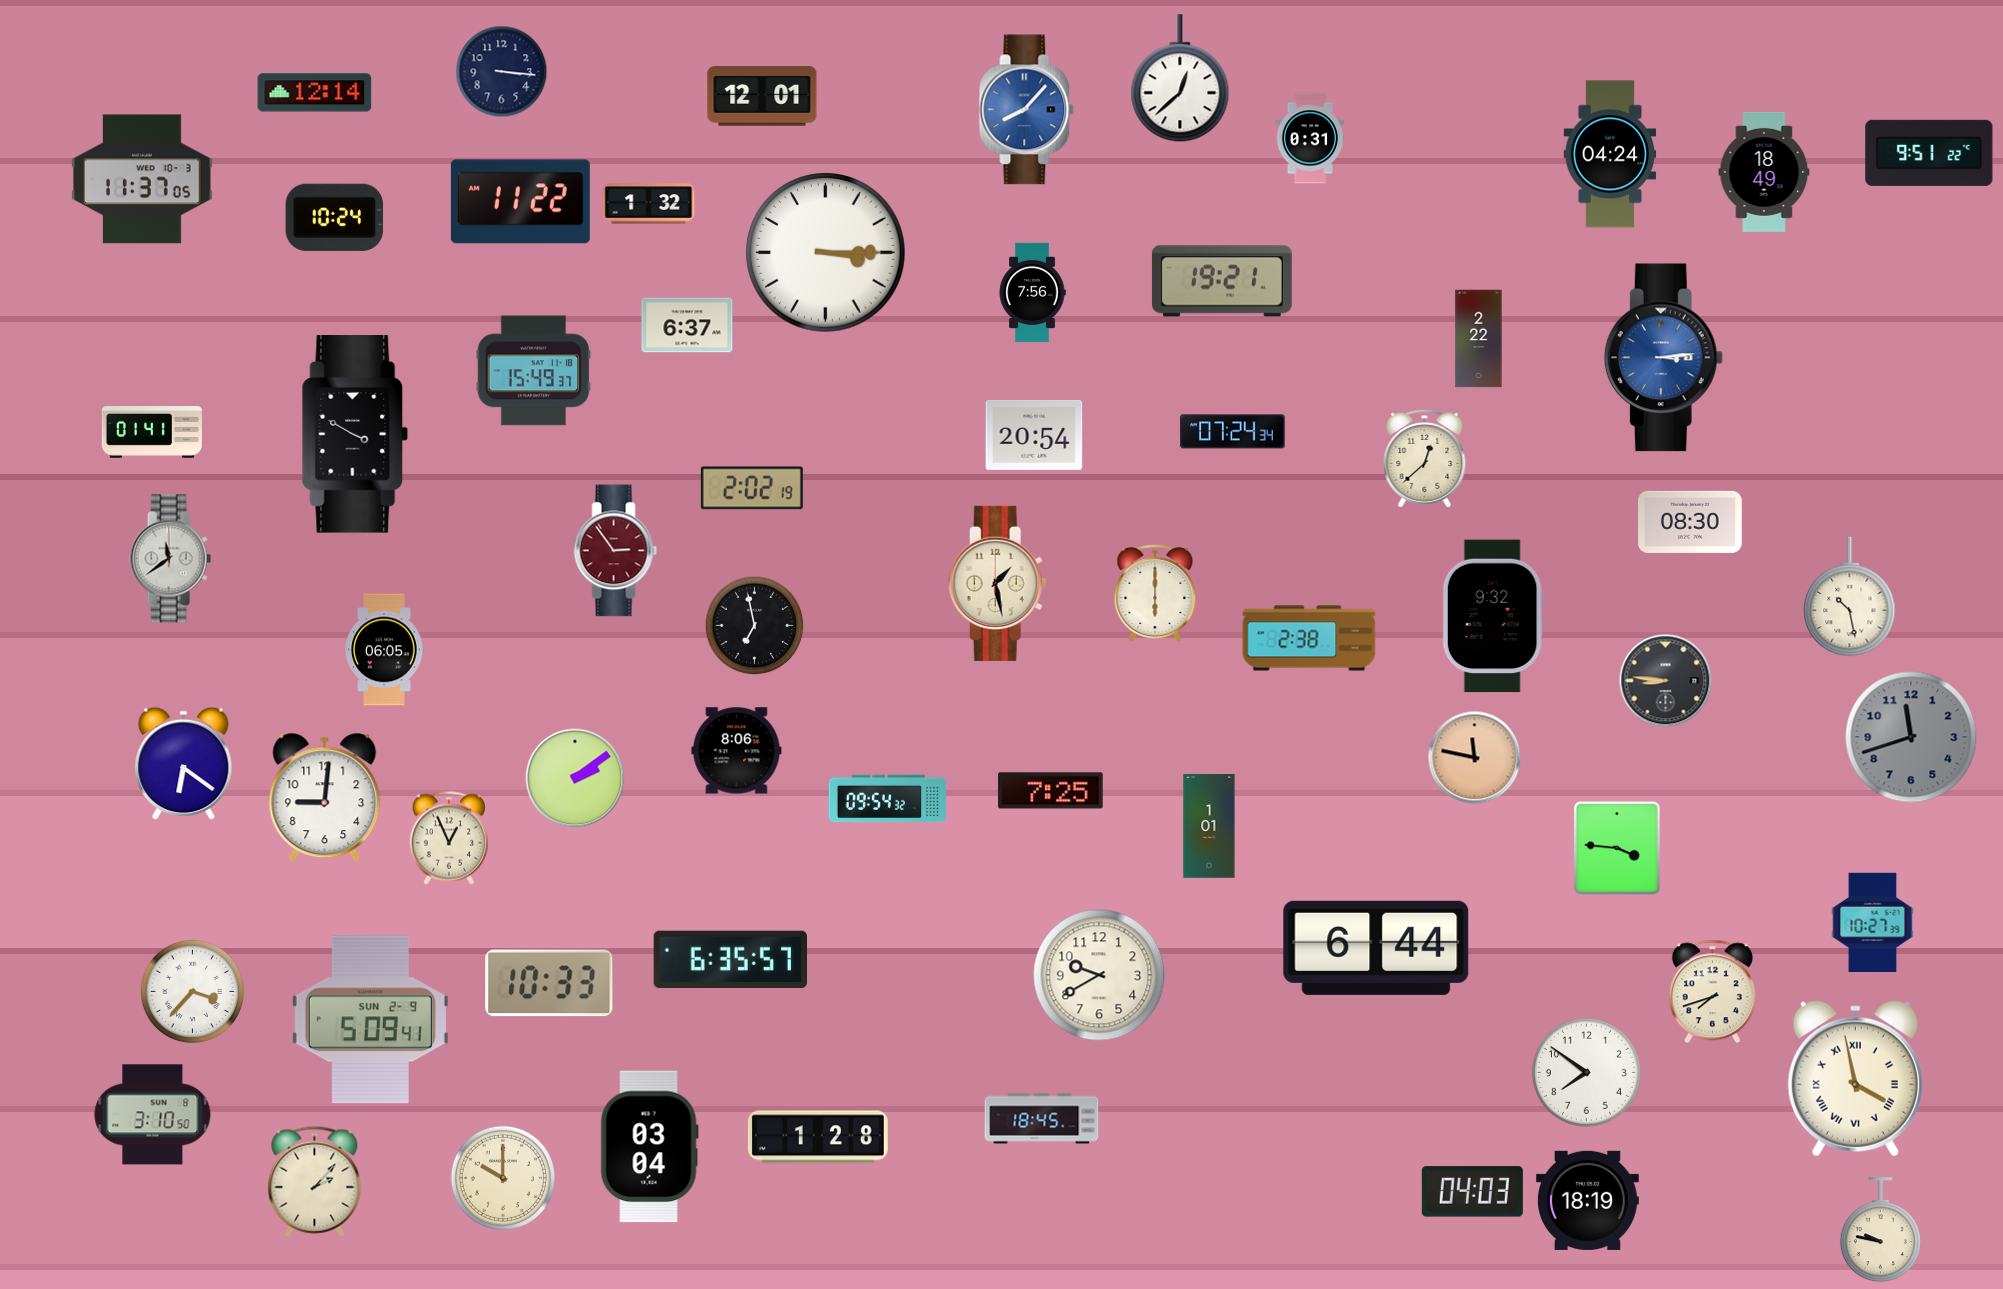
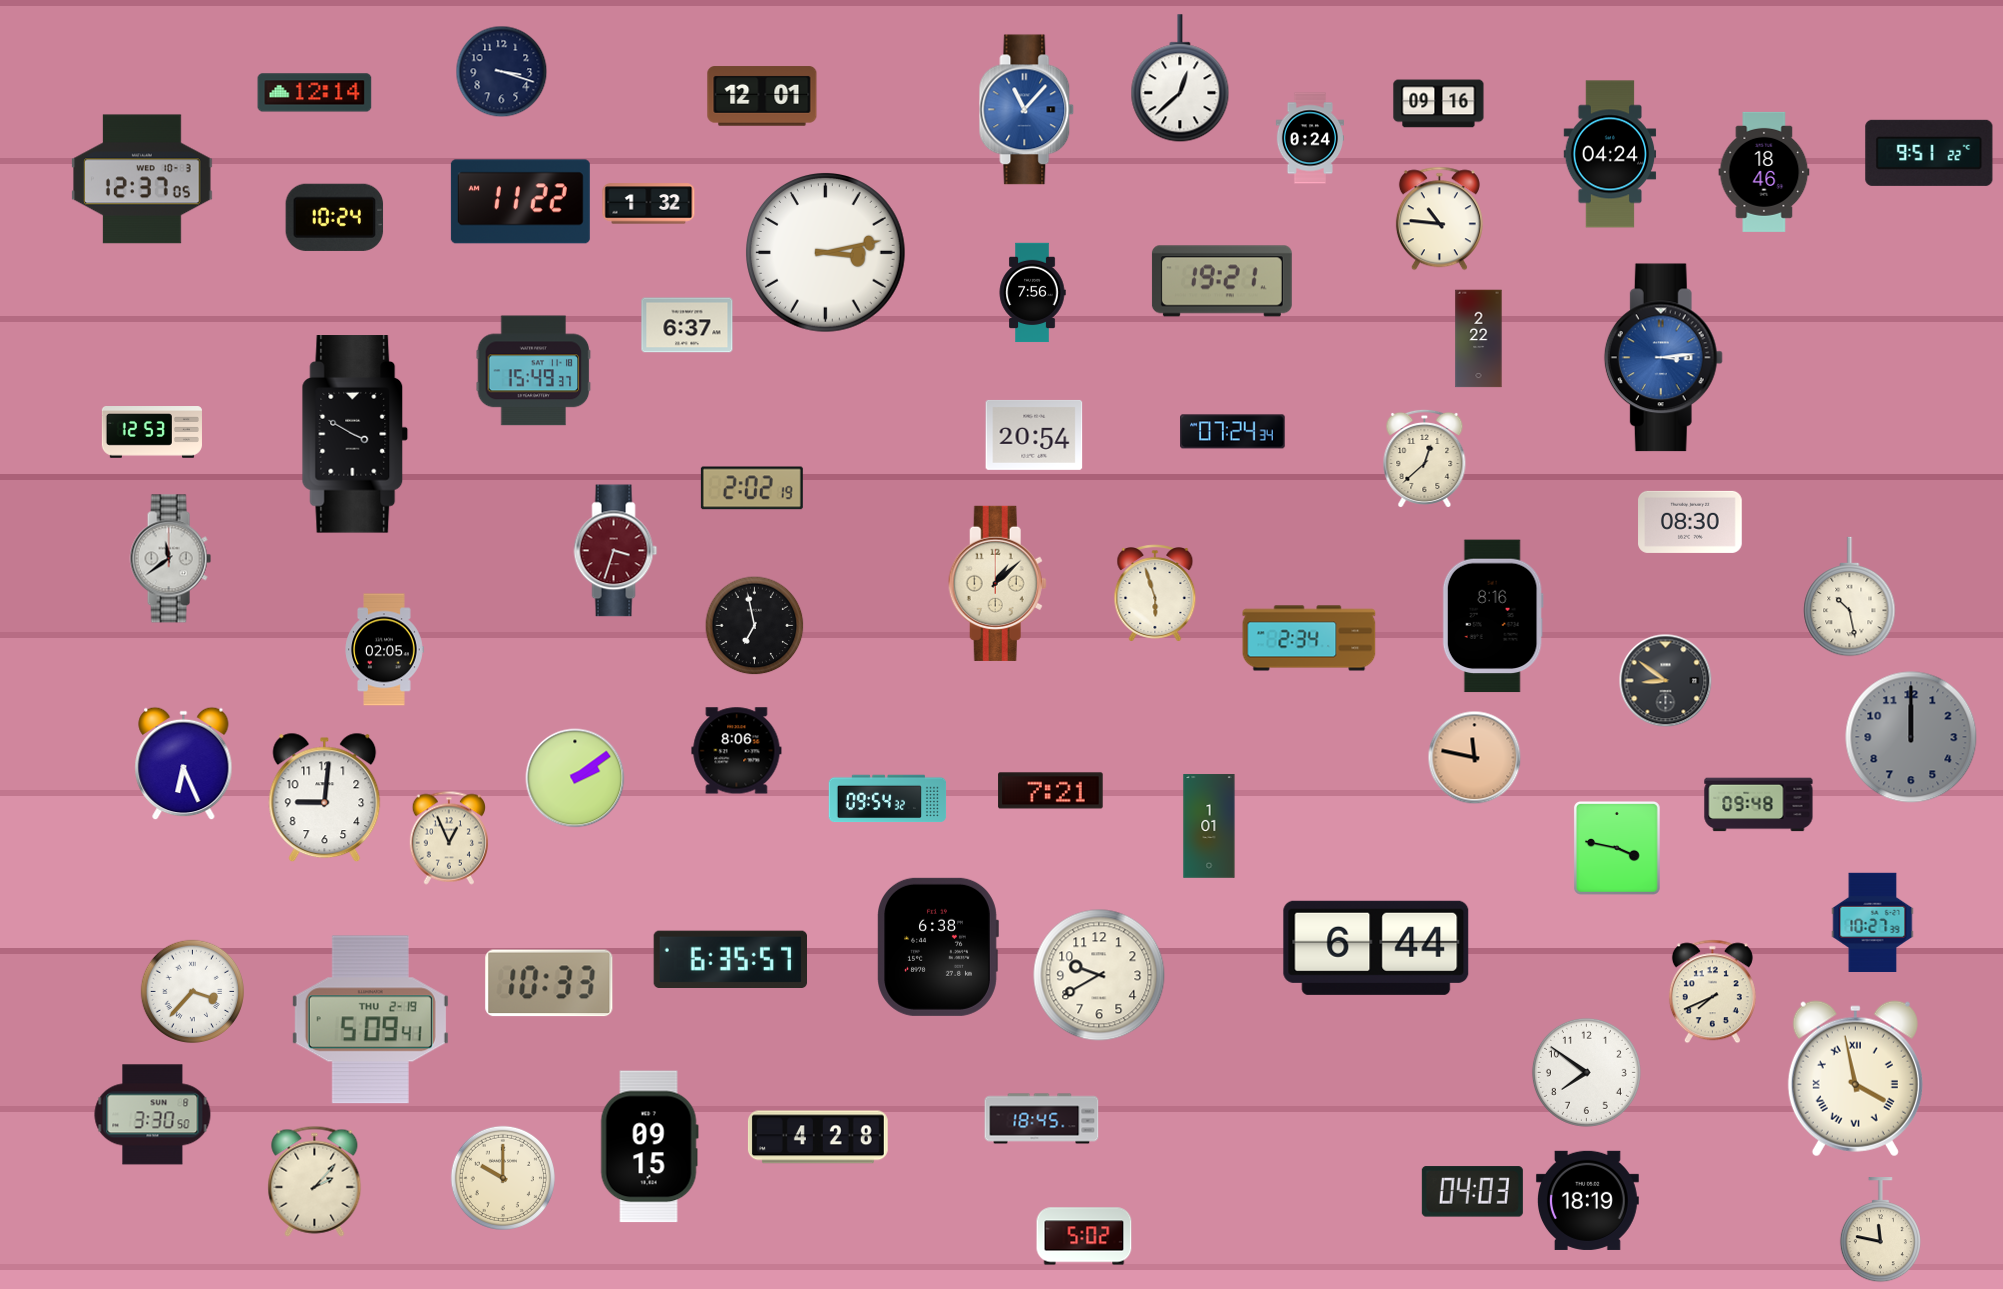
clock at (502, 72): 3:16 -> 3:18
clock at (1439, 104): none -> 09:16
clock at (1027, 110): 8:07 -> 11:07
clock at (1309, 138): 0:31 -> 0:24
clock at (1764, 172): 18:49 -> 18:46
clock at (142, 179): 11:37 -> 12:37
clock at (1439, 219): none -> 10:46
clock at (826, 253): 3:15 -> 3:13
clock at (152, 433): 01:41 -> 12:53
clock at (616, 551): 2:54 -> 3:33
clock at (997, 583): 1:28 -> 1:08
clock at (1155, 594): 6:00 -> 5:57
clock at (1493, 616): 9:32 -> 8:16
clock at (1309, 638): 2:38 -> 2:34
clock at (384, 650): 06:05 -> 02:05
clock at (1666, 681): 8:46 -> 8:51
clock at (1911, 737): 11:42 -> 12:00
clock at (184, 764): 6:21 -> 6:26
clock at (1051, 791): 7:25 -> 7:21
clock at (1759, 805): none -> 09:48
clock at (1617, 849): 3:46 -> 3:47
clock at (938, 947): none -> 6:38
clock at (1712, 992): 7:42 -> 7:41
clock at (370, 1020) date: SUN 2-9 -> THU 2-19
clock at (153, 1115): 3:10 -> 3:30
clock at (818, 1137): 1:28 -> 4:28
clock at (649, 1147): 03:04 -> 09:15
clock at (1880, 1230): 9:47 -> 11:47
clock at (1084, 1236): none -> 5:02
